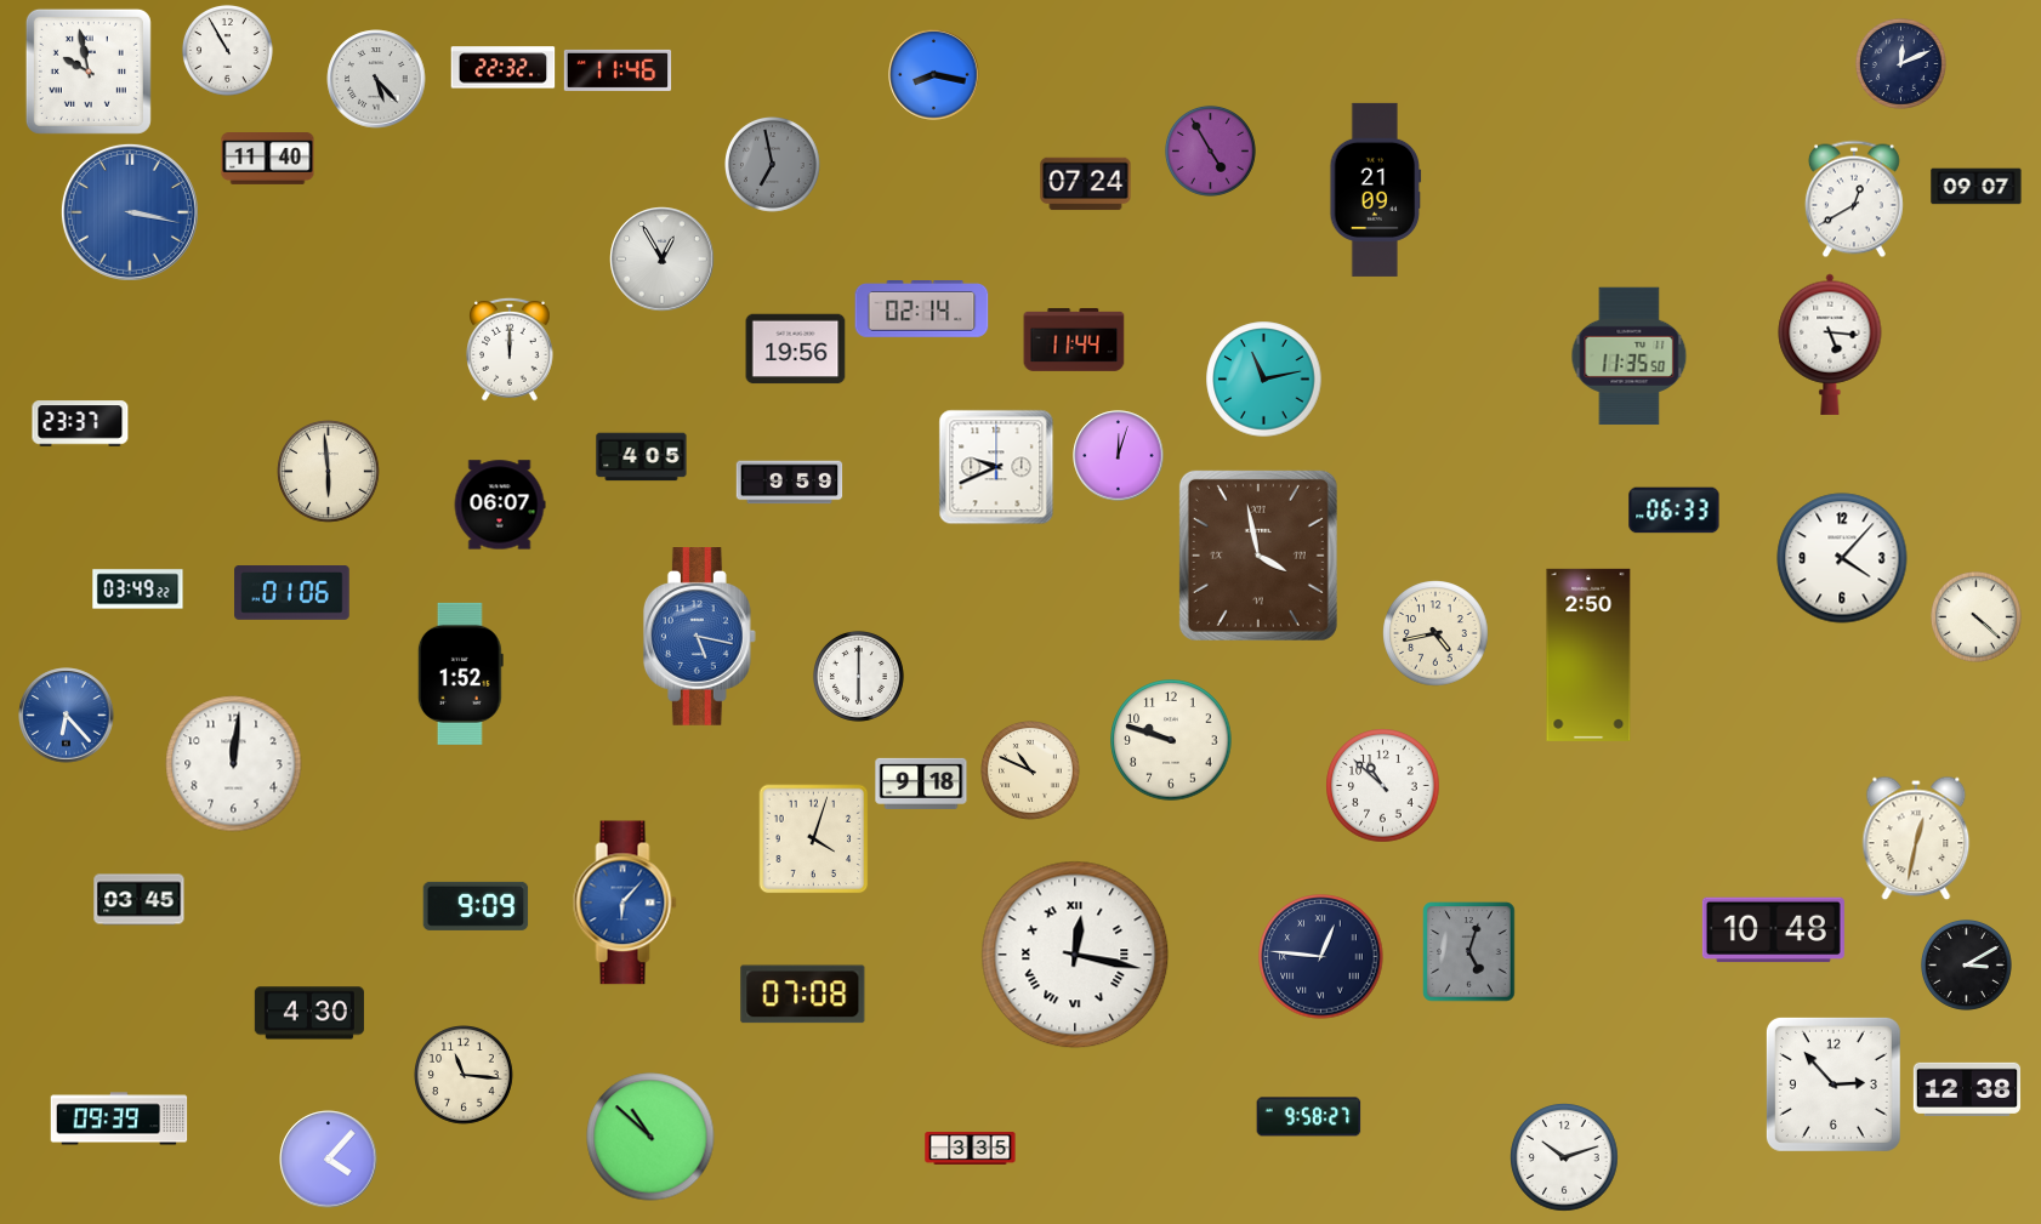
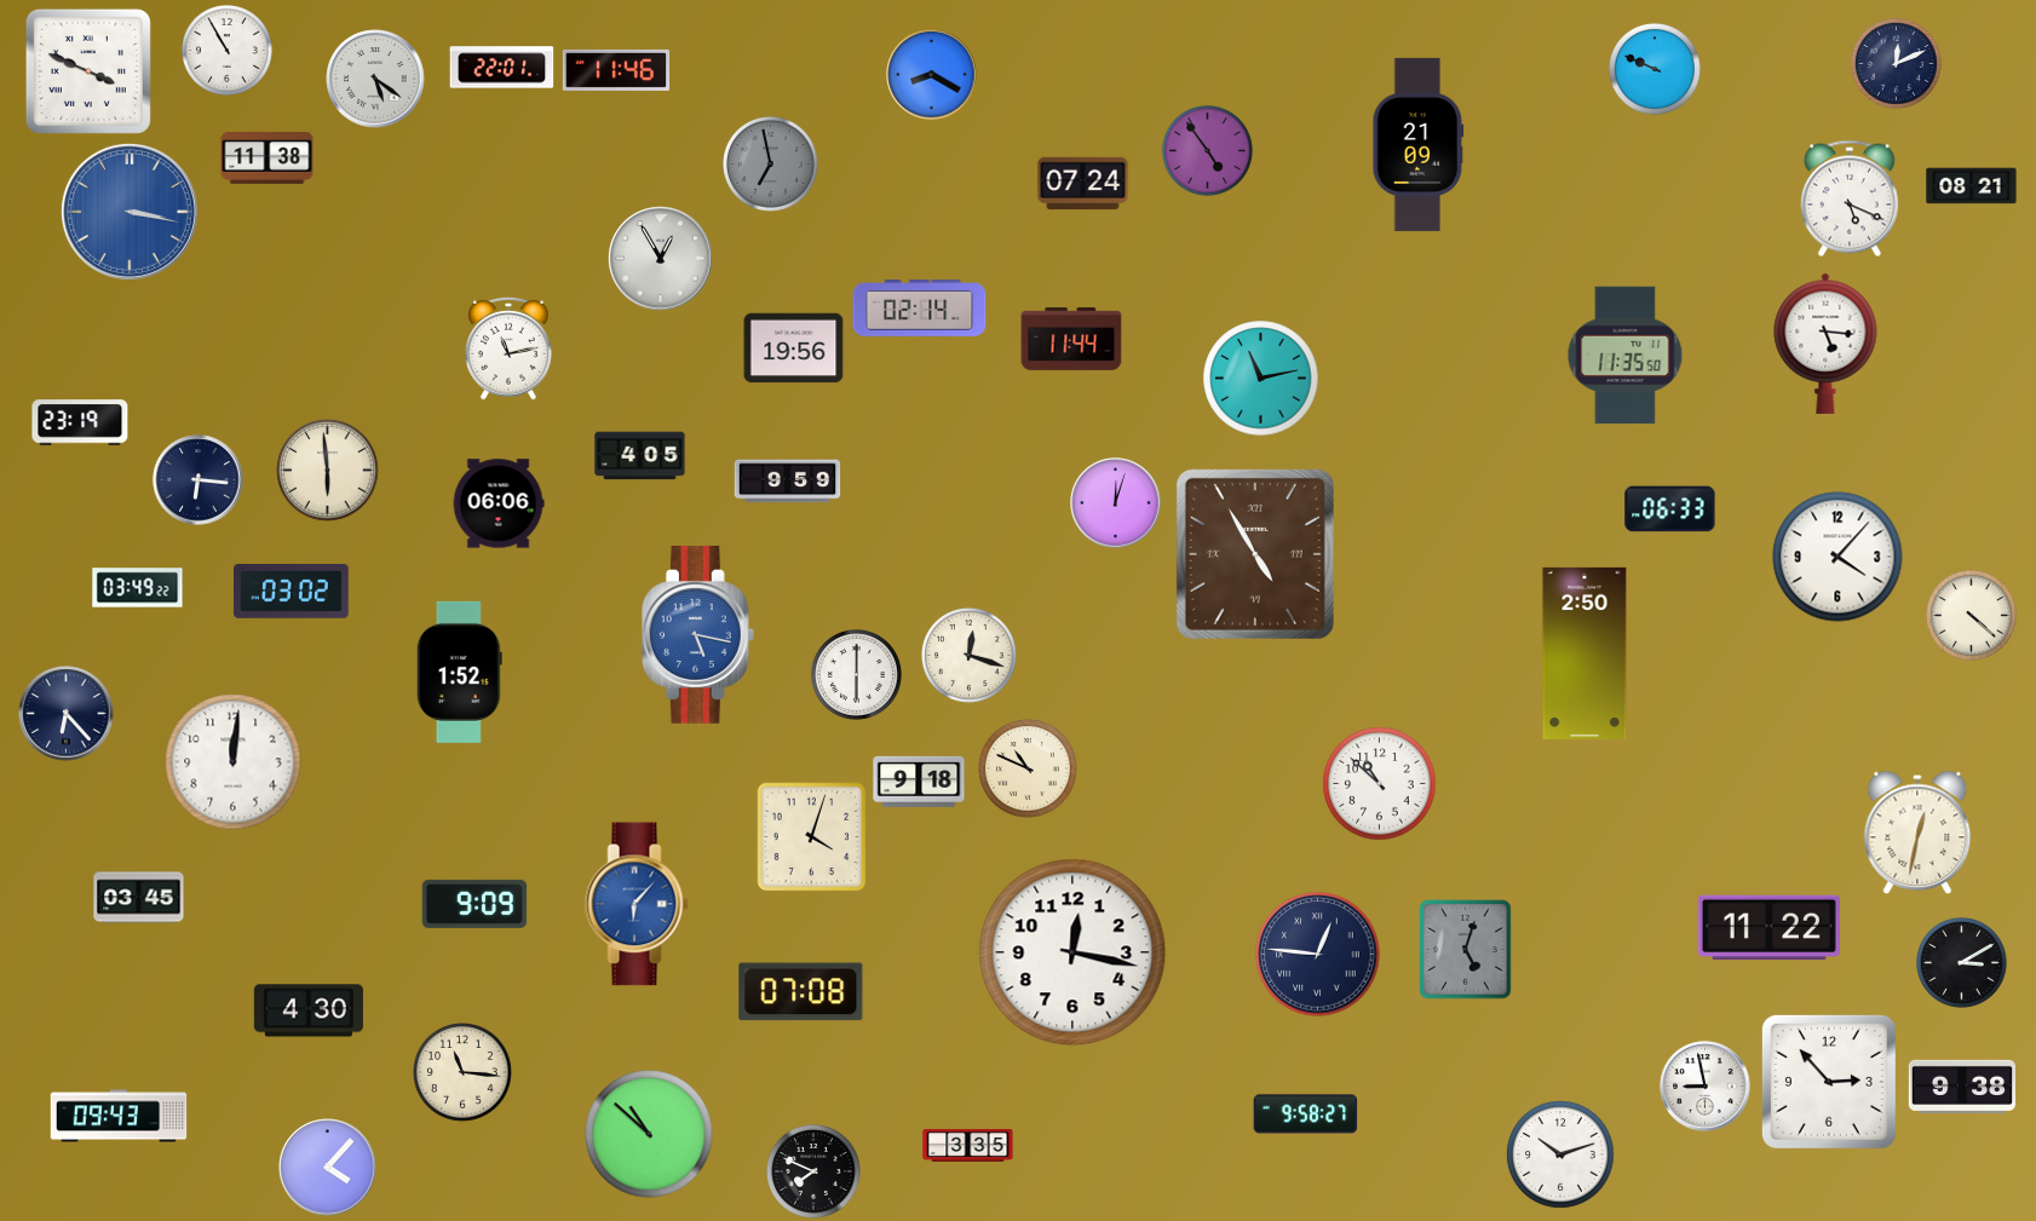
clock at (504, 68): 22:32 -> 22:01
clock at (1655, 69): none -> 9:49
clock at (89, 72): 9:58 -> 3:49
clock at (934, 75): 8:17 -> 8:20
clock at (376, 79): 5:23 -> 5:21
clock at (1210, 150): 4:55 -> 4:54
clock at (268, 159): 11:40 -> 11:38
clock at (1977, 187): 09:07 -> 08:21
clock at (1376, 189) position: (1376, 189) -> (1419, 144)
clock at (1854, 199): 12:40 -> 5:19
clock at (510, 349): 12:00 -> 11:13
clock at (80, 423): 23:37 -> 23:19
clock at (1119, 456) position: (1119, 456) -> (1116, 503)
clock at (996, 467): 9:41 -> none
clock at (199, 480): none -> 6:16
clock at (500, 505): 06:07 -> 06:06
clock at (1258, 556): 3:58 -> 4:55
clock at (292, 593): 01:06 -> 03:02
clock at (1435, 633): 4:43 -> none
clock at (970, 656): none -> 12:18
clock at (67, 716) dial: blue -> navy
clock at (1171, 740): 9:48 -> none
clock at (1916, 838) position: (1916, 838) -> (1917, 833)
clock at (625, 903) position: (625, 903) -> (637, 904)
clock at (1773, 930): 10:48 -> 11:22
clock at (1075, 955) numerals: Roman -> Arabic
clock at (1706, 1087): none -> 8:58
clock at (1967, 1089): 12:38 -> 9:38
clock at (119, 1118): 09:39 -> 09:43
clock at (329, 1160) position: (329, 1160) -> (328, 1168)
clock at (813, 1171): none -> 7:49
